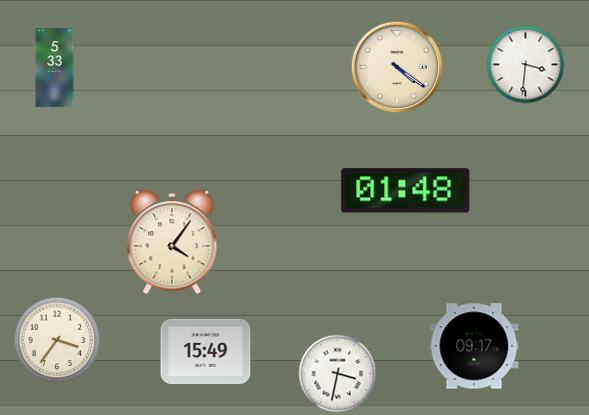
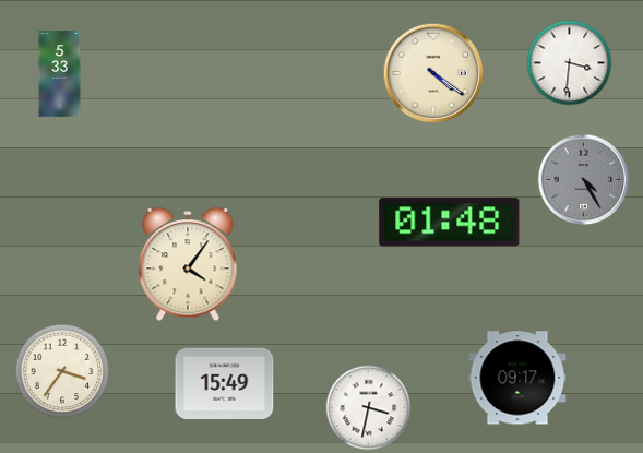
clock at (526, 65) position: (526, 65) -> (570, 63)
clock at (584, 180): none -> 4:25
clock at (406, 191) position: (406, 191) -> (450, 223)
